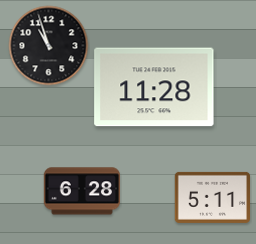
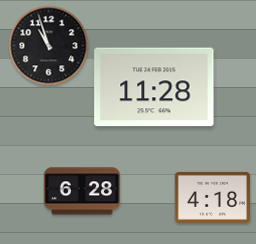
clock at (213, 197): 5:11 -> 4:18
